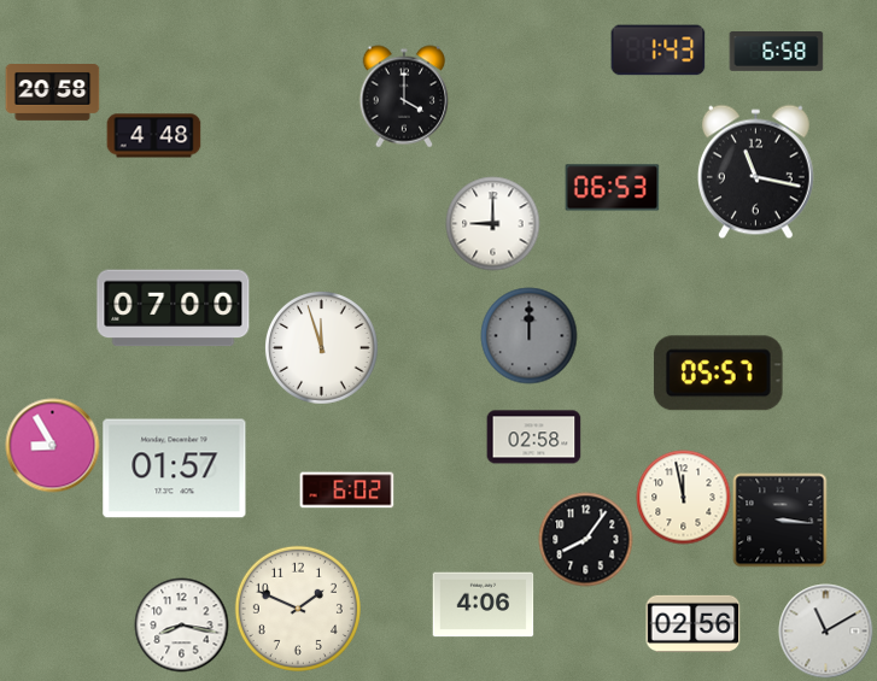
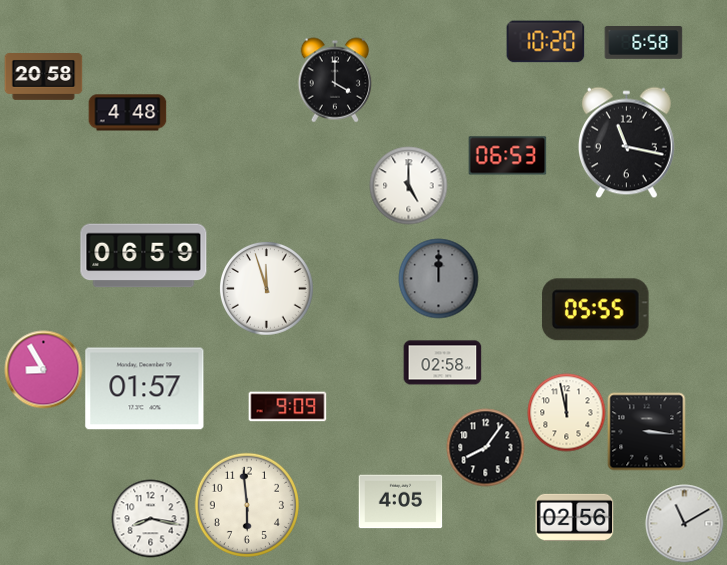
clock at (657, 51): 1:43 -> 10:20
clock at (492, 223): 9:00 -> 5:00
clock at (174, 309): 07:00 -> 06:59
clock at (718, 374): 05:57 -> 05:55
clock at (346, 491): 6:02 -> 9:09
clock at (483, 605): 4:06 -> 4:05
clock at (298, 609): 1:49 -> 5:59
